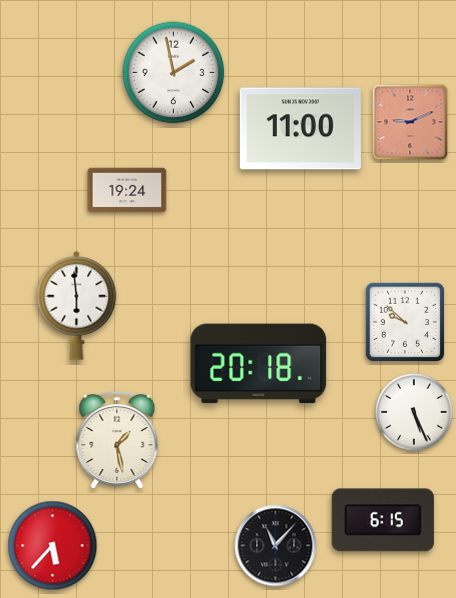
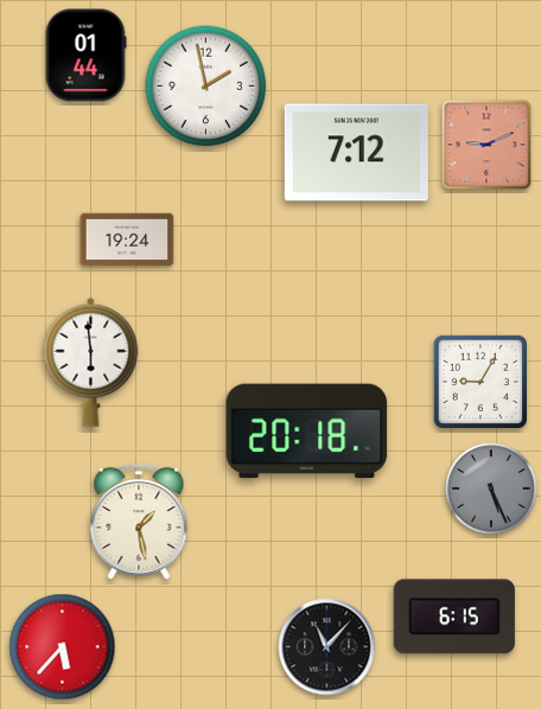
clock at (85, 56): none -> 01:44
clock at (300, 129): 11:00 -> 7:12
clock at (127, 190) position: (127, 190) -> (127, 239)
clock at (404, 321): 9:52 -> 9:05
clock at (414, 412) dial: white -> grey
